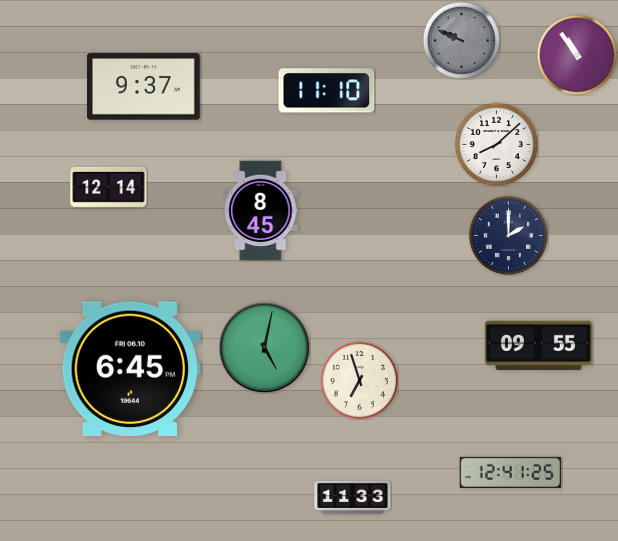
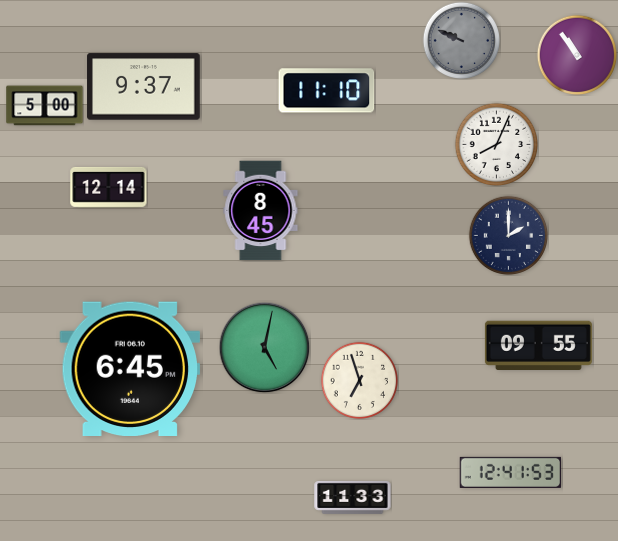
clock at (45, 106): none -> 5:00
clock at (496, 144): 8:08 -> 8:04
clock at (511, 472): 12:41:25 -> 12:41:53
